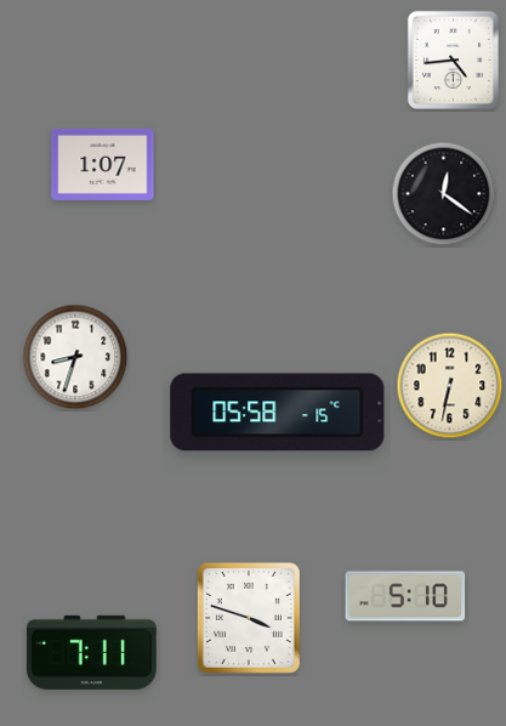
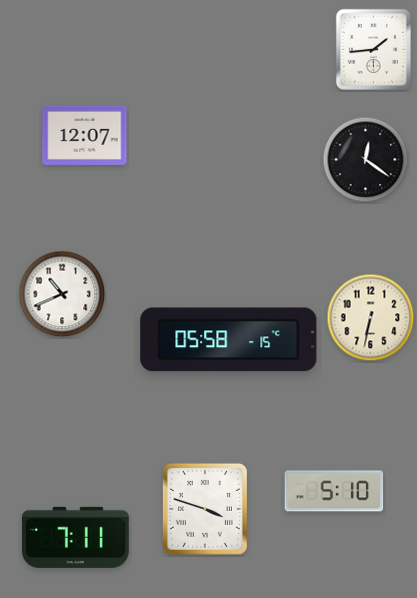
clock at (453, 59): 4:44 -> 1:44
clock at (103, 164): 1:07 -> 12:07
clock at (75, 357): 8:33 -> 10:41
